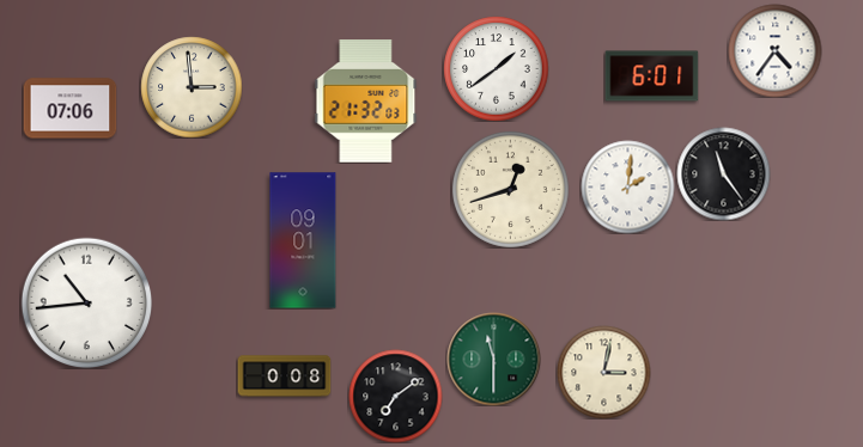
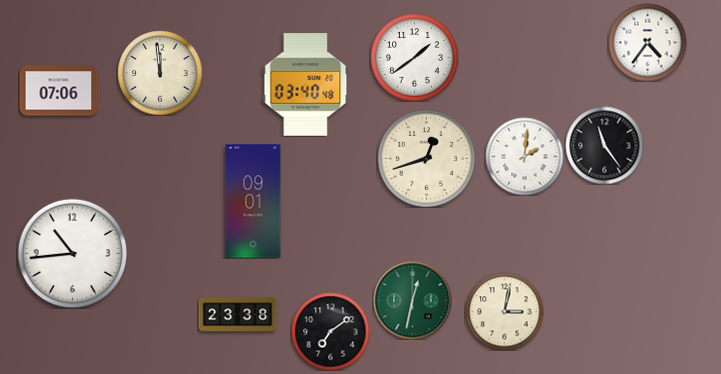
clock at (651, 76): 6:01 -> none
clock at (192, 87): 2:59 -> 11:59
clock at (366, 102): 21:32 -> 03:40
clock at (493, 359): 11:30 -> 12:32
clock at (284, 376): 0:08 -> 23:38
